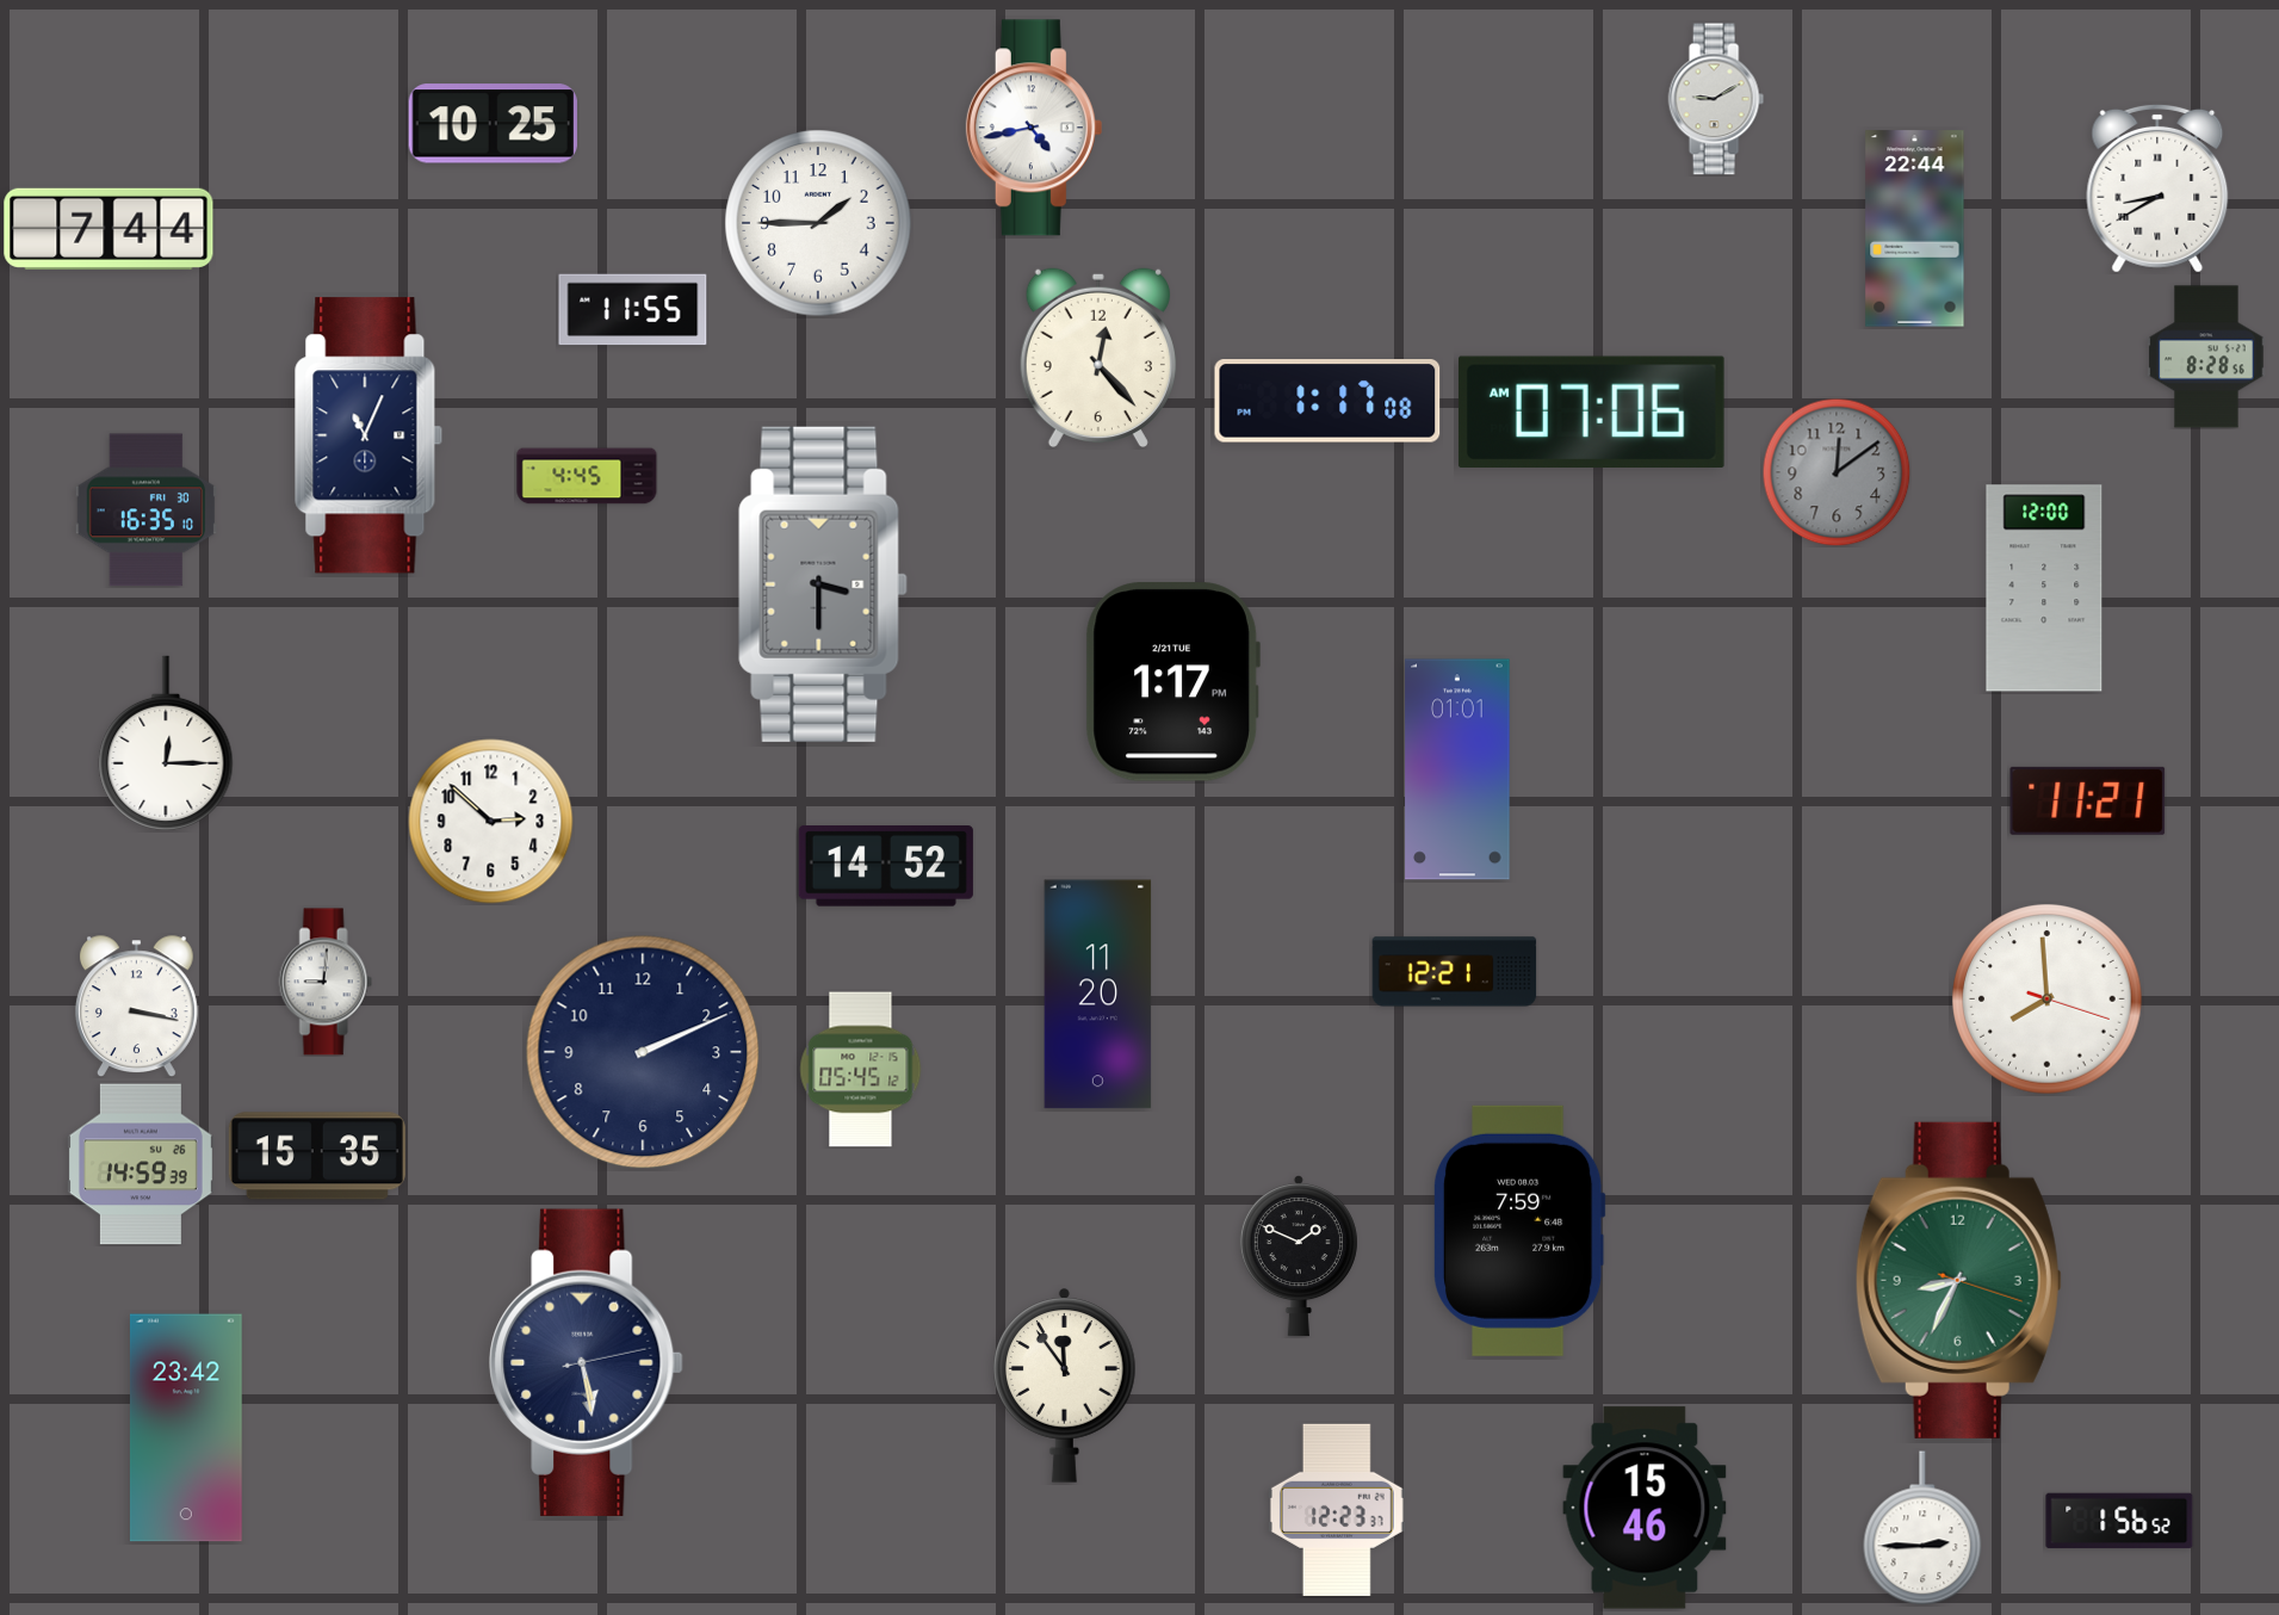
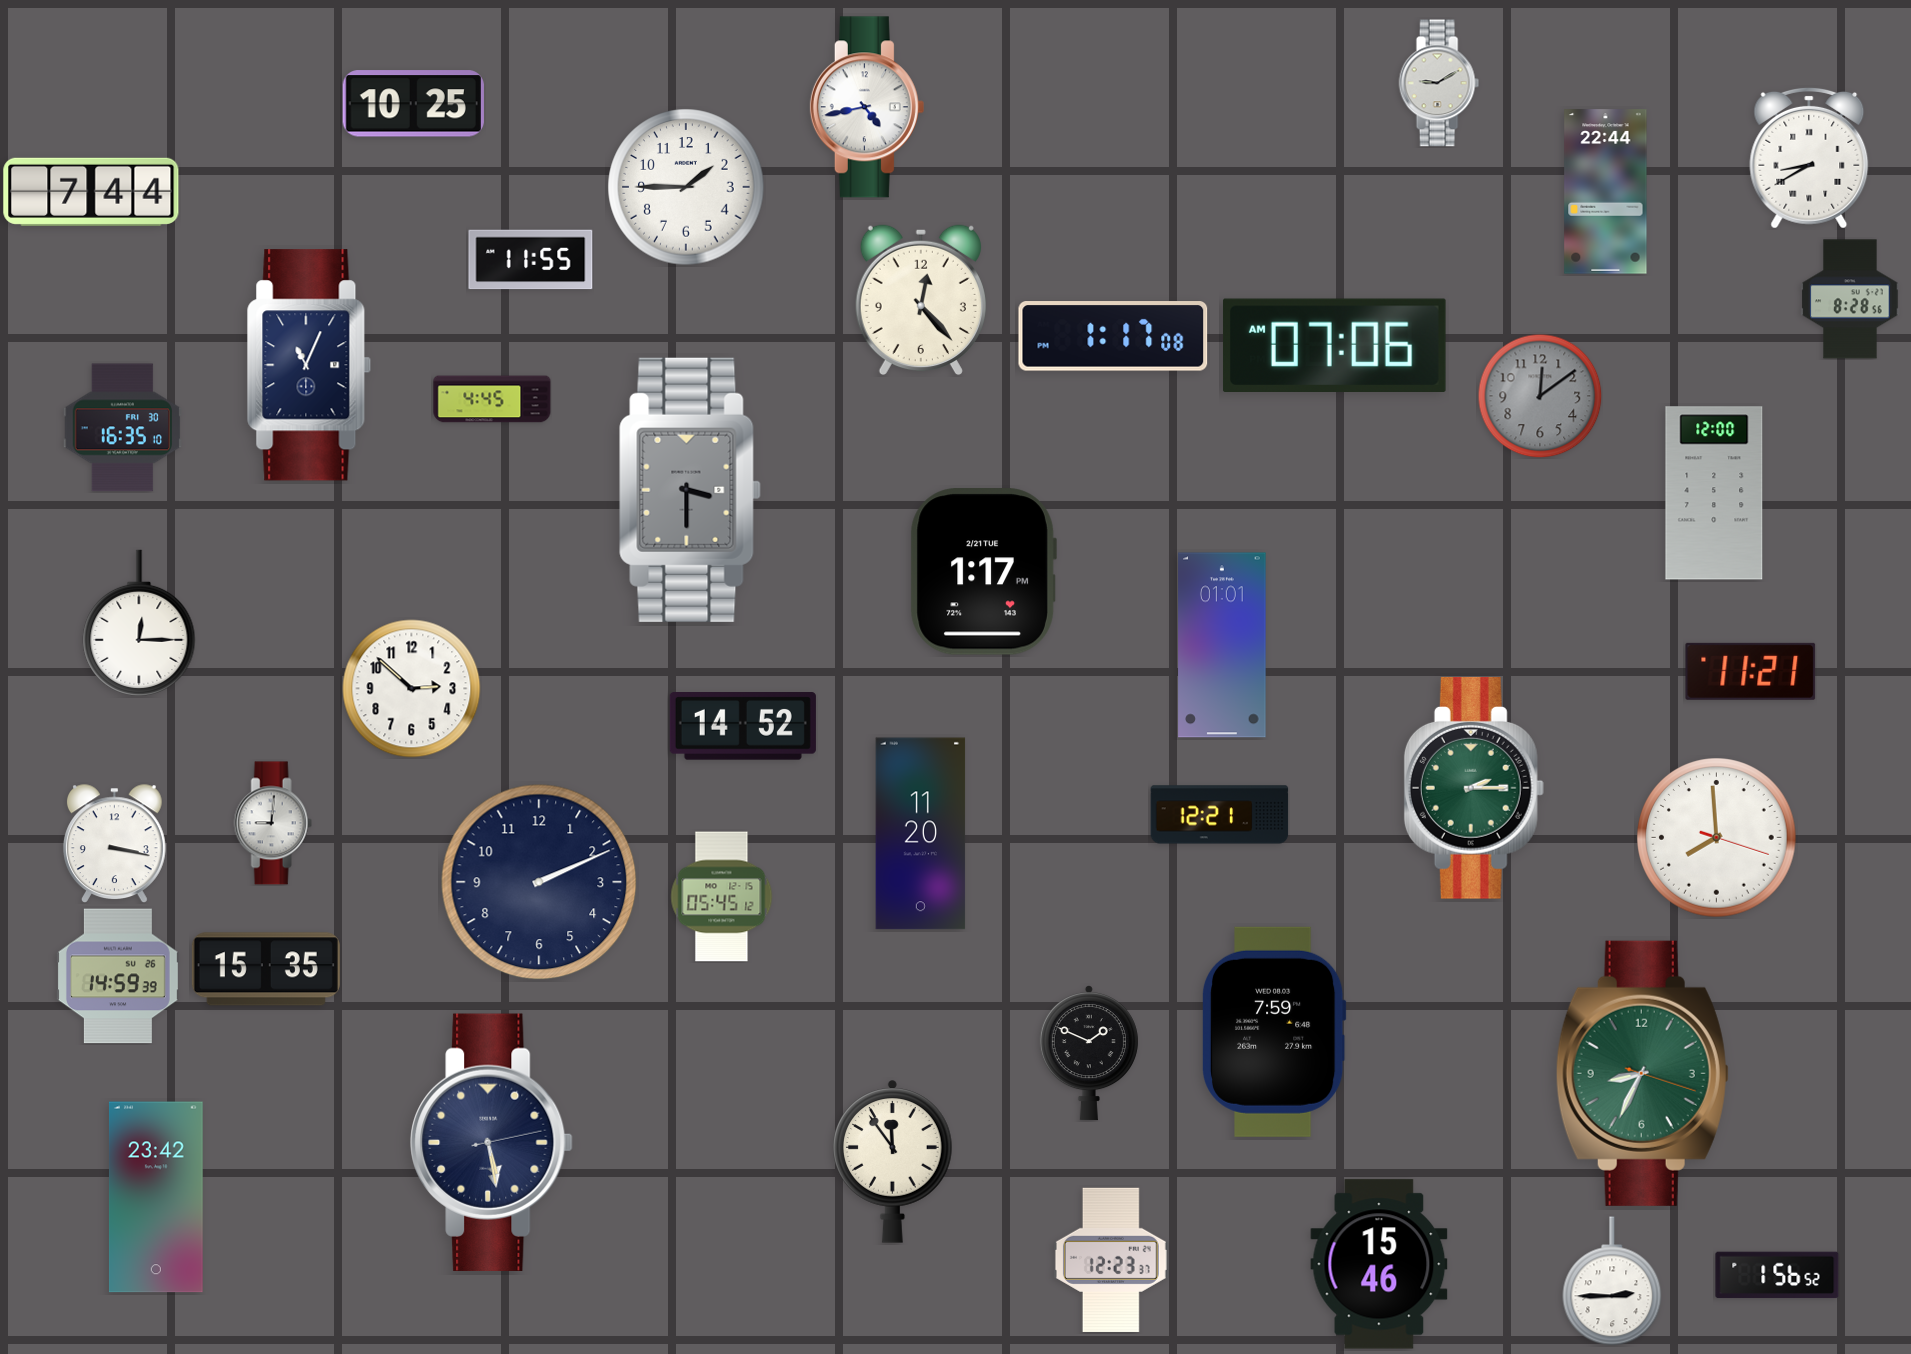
clock at (1474, 788): none -> 2:15
clock at (1337, 1510) position: (1337, 1510) -> (1111, 1260)
